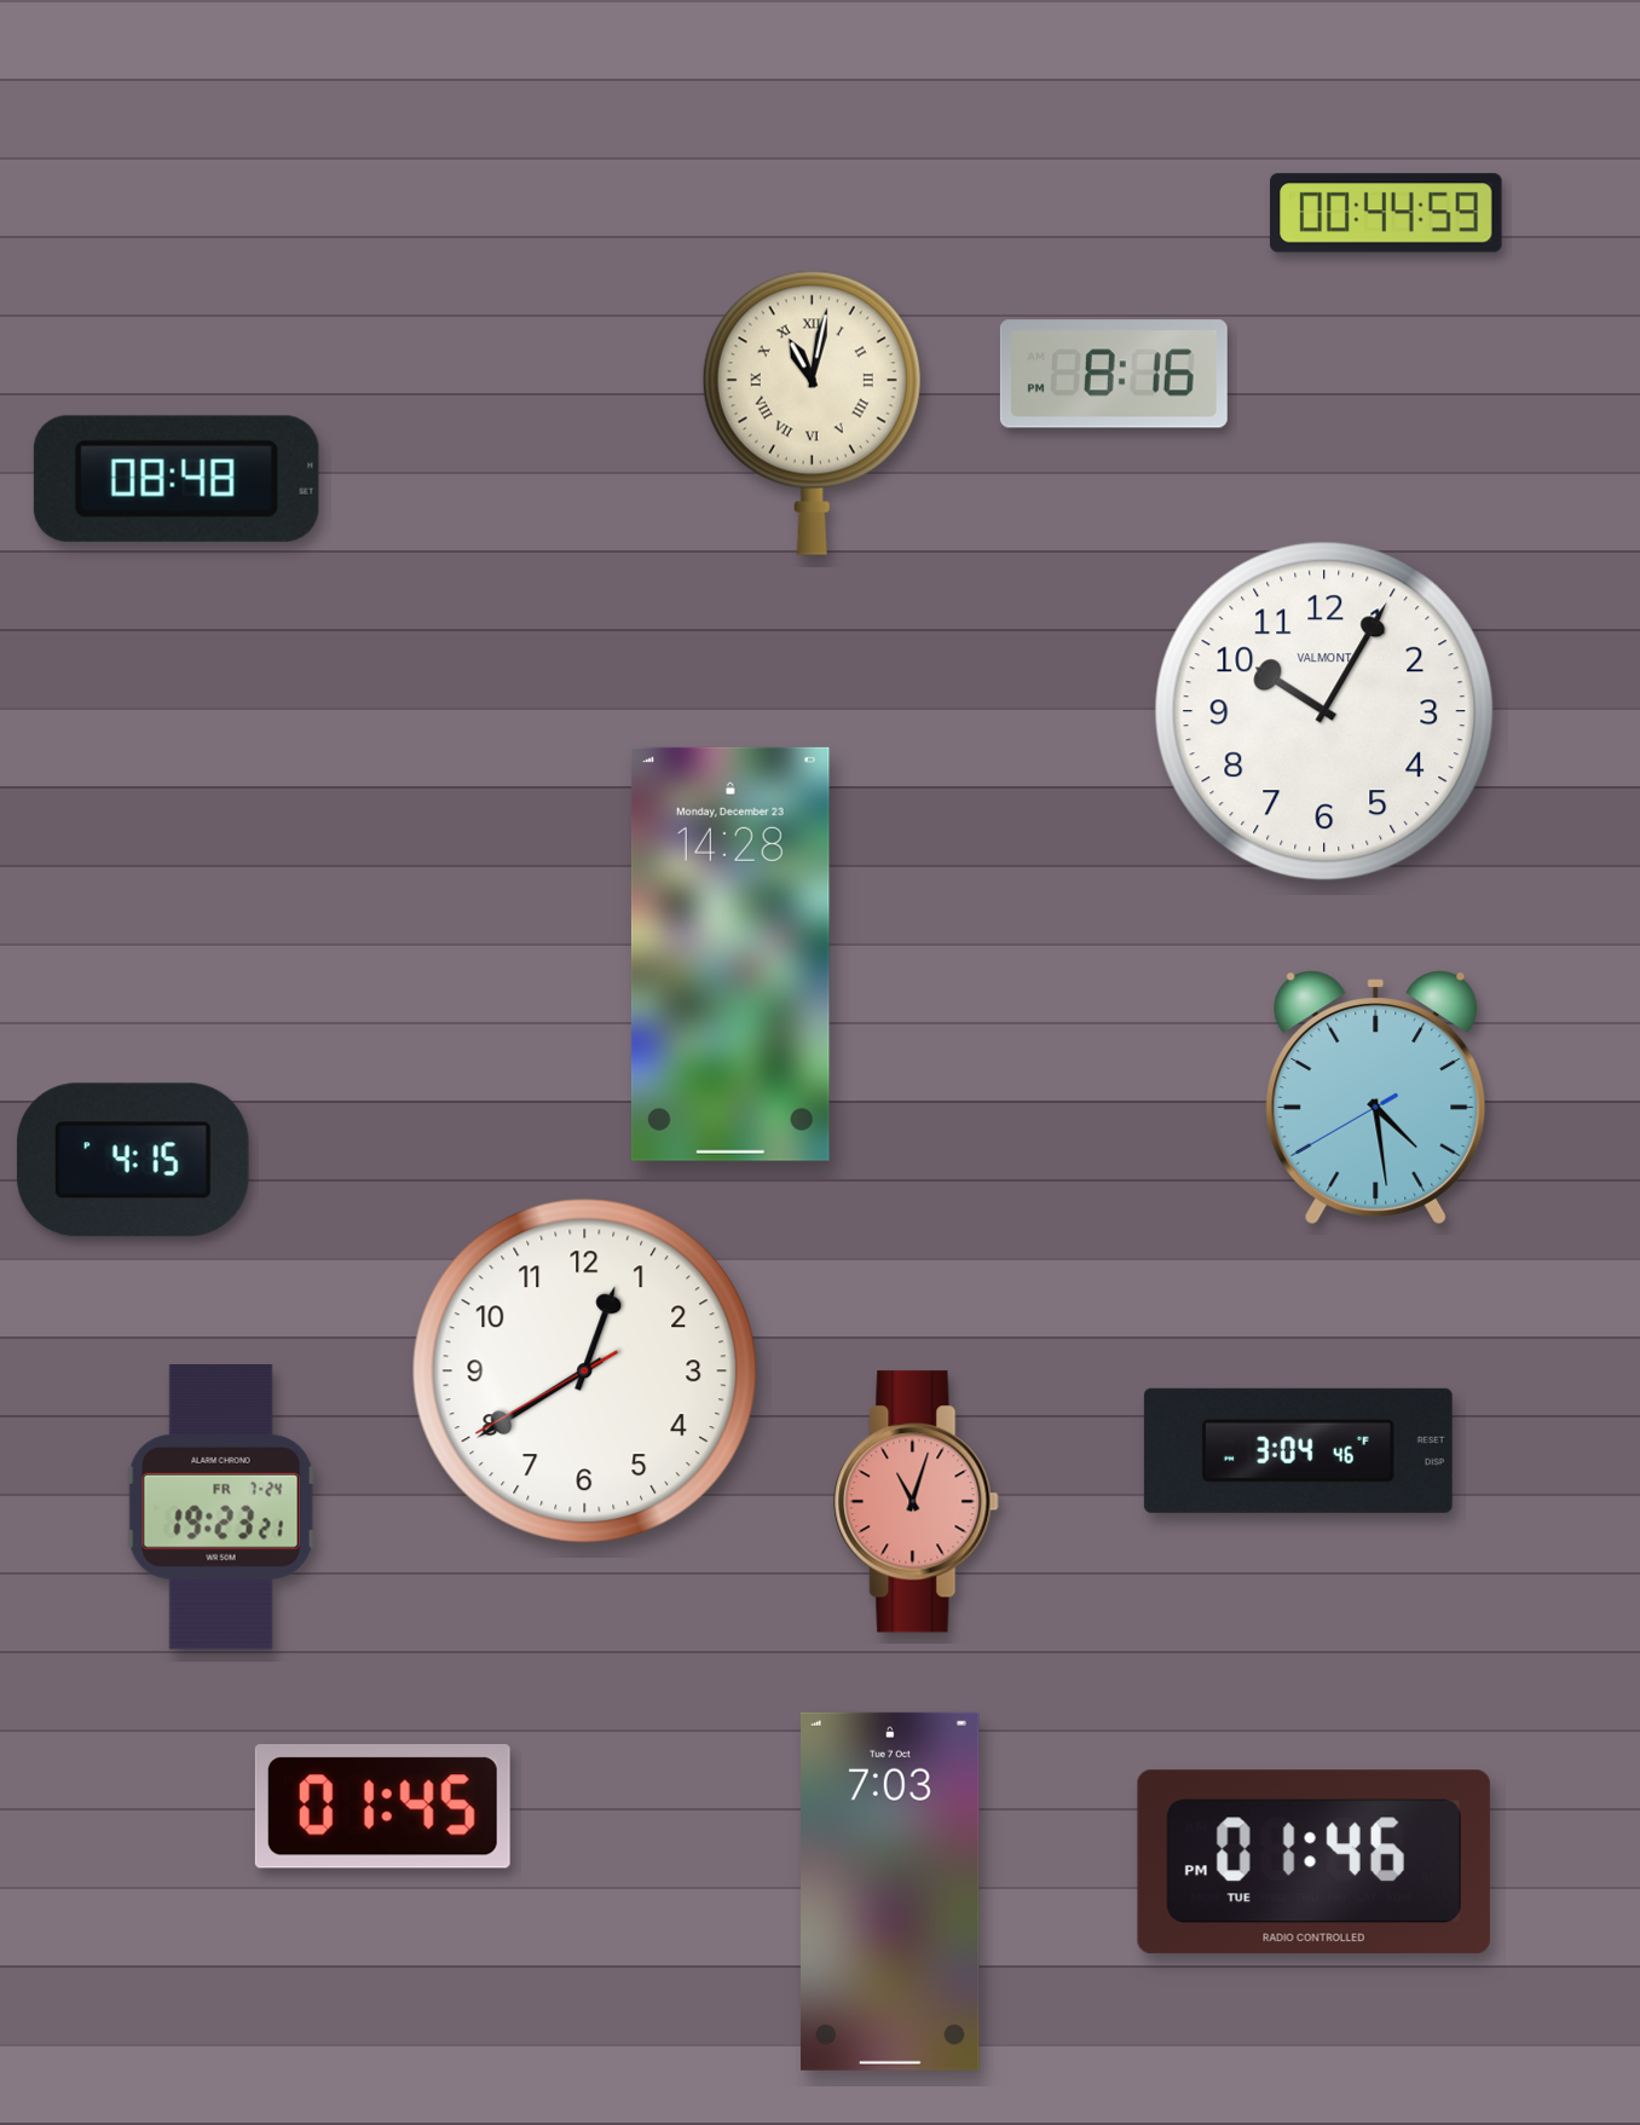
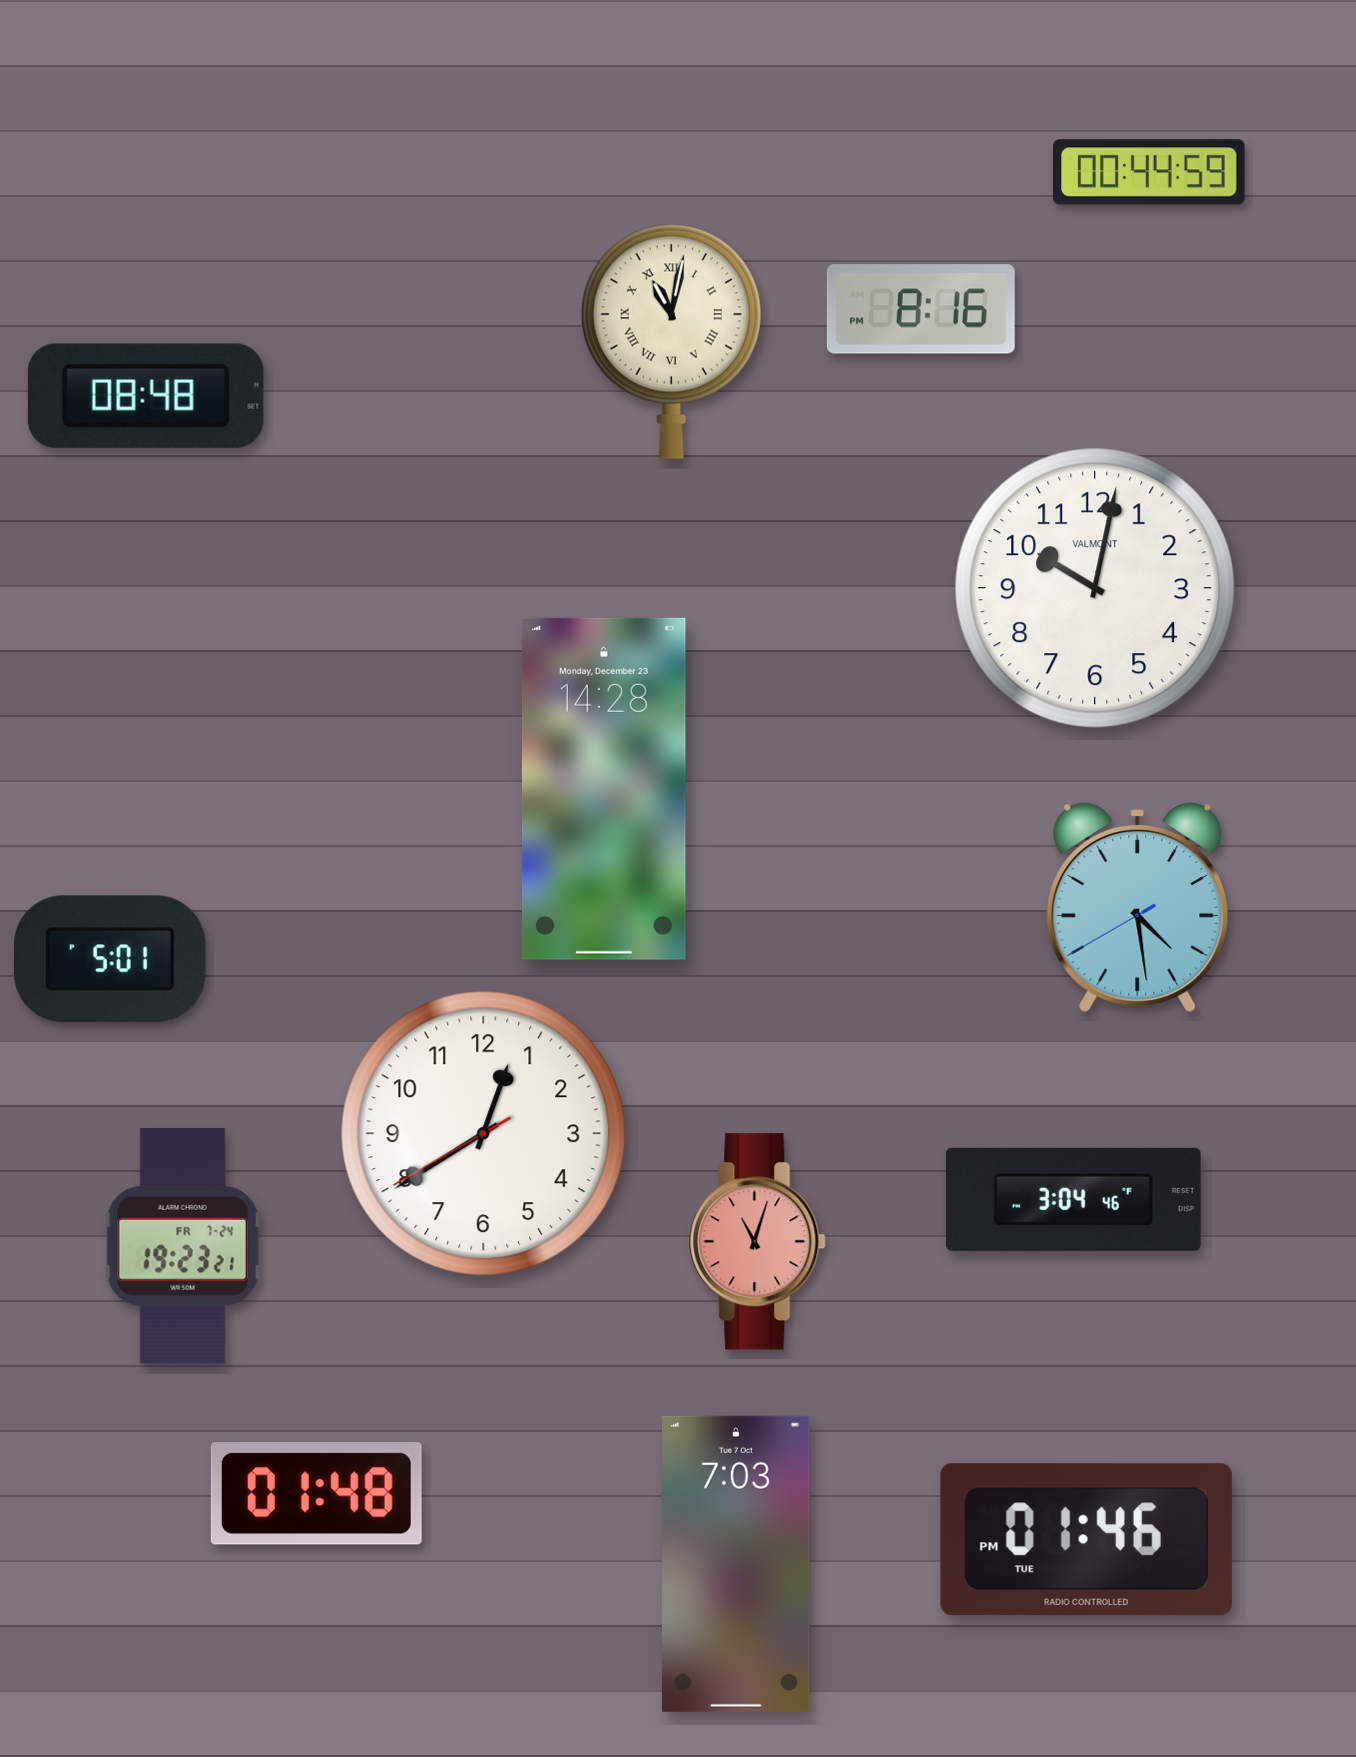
clock at (1386, 213) position: (1386, 213) -> (1149, 172)
clock at (1324, 711): 10:05 -> 10:02
clock at (133, 1160): 4:15 -> 5:01
clock at (382, 1807): 01:45 -> 01:48
